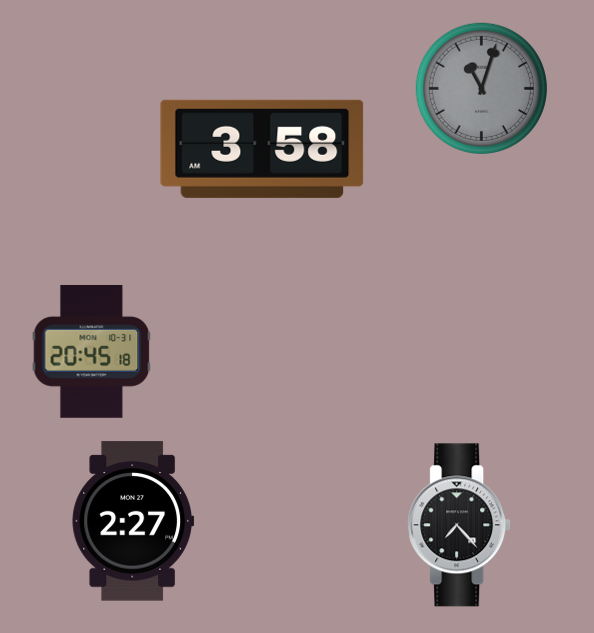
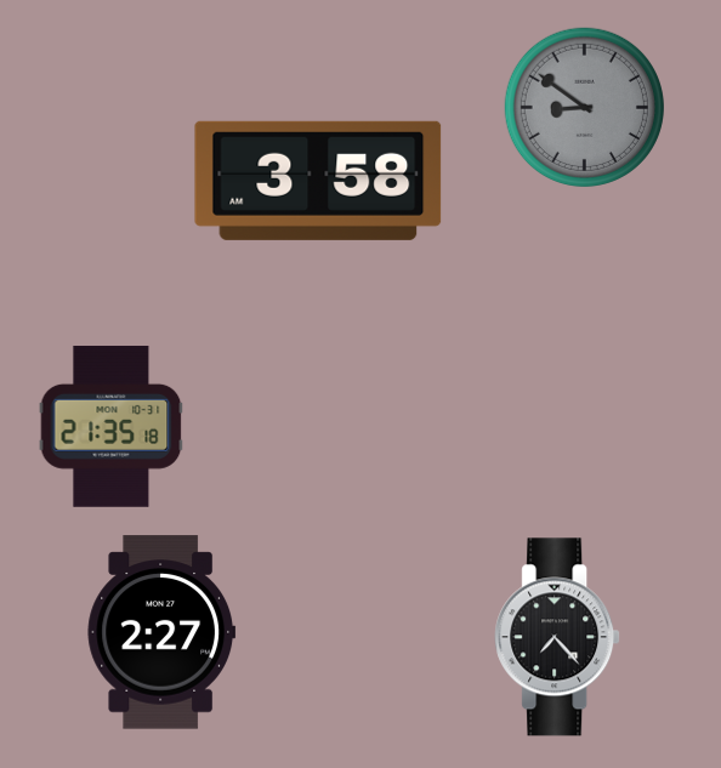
clock at (481, 88): 11:03 -> 8:51
clock at (92, 351): 20:45 -> 21:35
